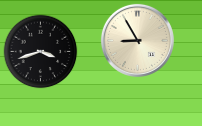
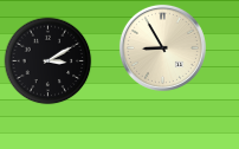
clock at (41, 52): 3:42 -> 3:10
